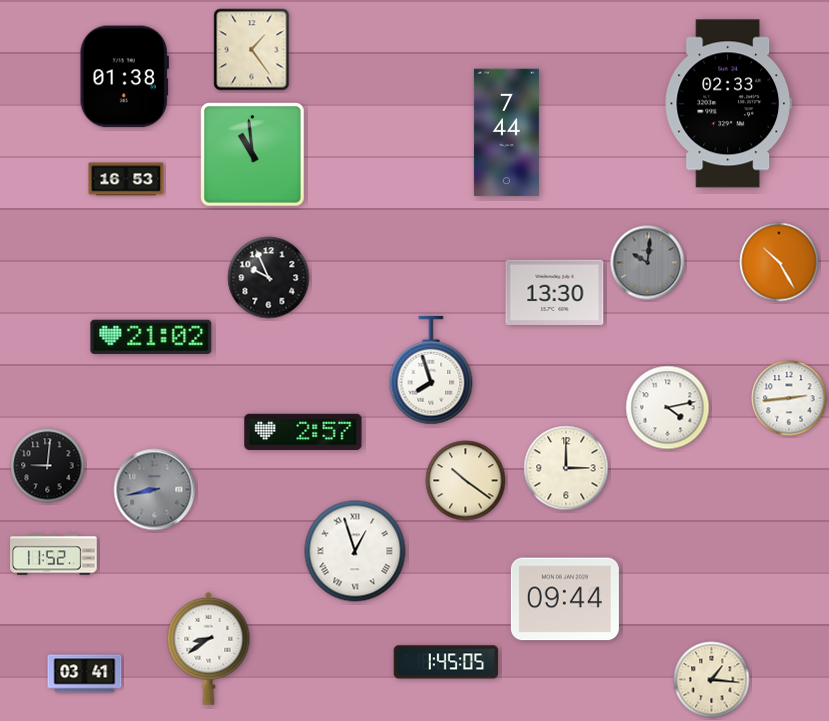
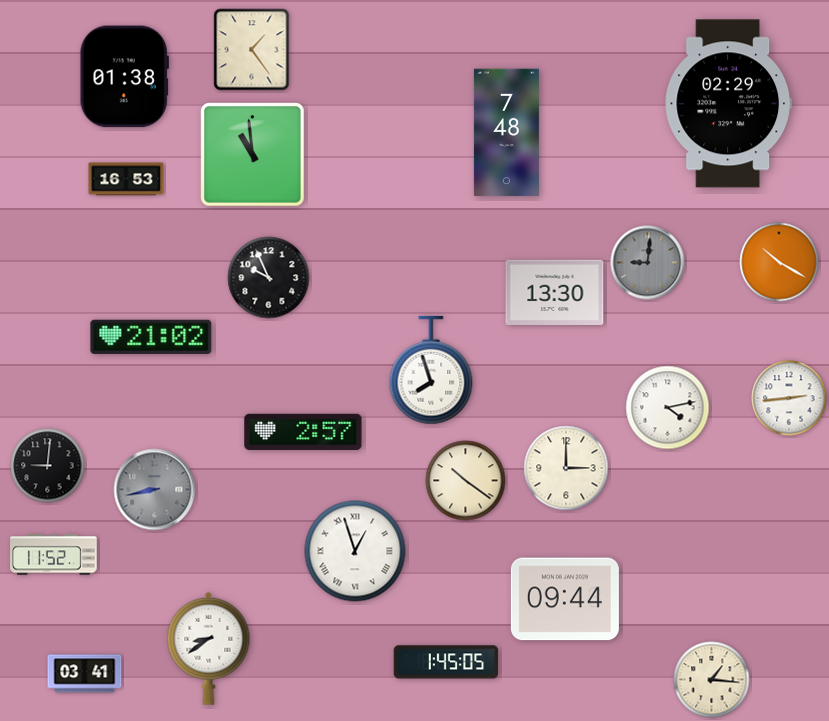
clock at (728, 104): 02:33 -> 02:29
clock at (506, 133): 7:44 -> 7:48
clock at (779, 262): 10:25 -> 10:20
clock at (648, 263): 10:01 -> 9:01
